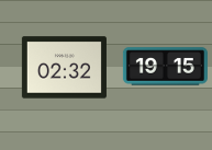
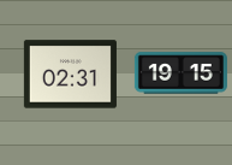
clock at (64, 68): 02:32 -> 02:31
